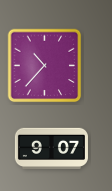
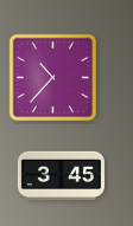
clock at (51, 149): 9:07 -> 3:45
